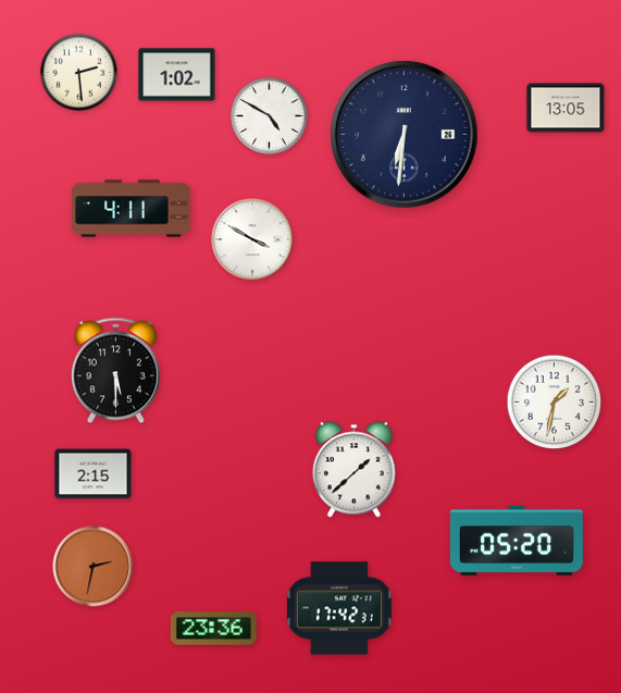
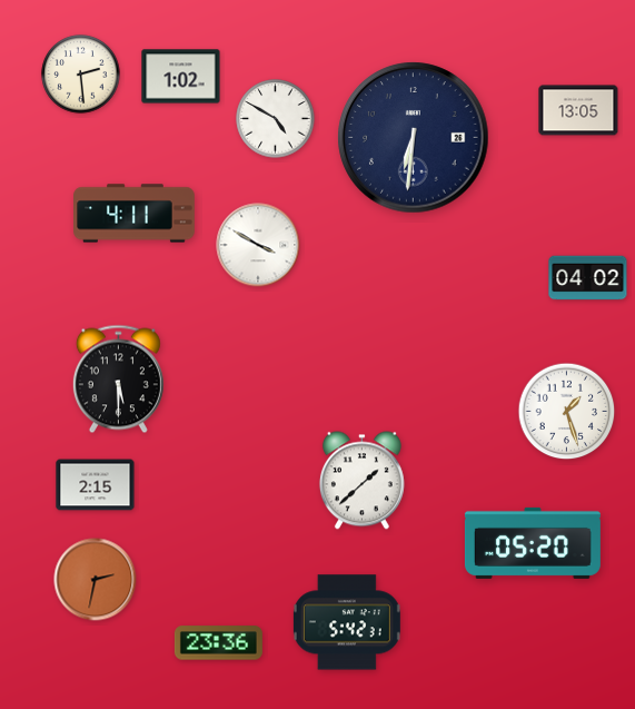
clock at (588, 278): none -> 04:02
clock at (555, 403): 1:32 -> 1:27
clock at (517, 541) position: (517, 541) -> (533, 543)
clock at (339, 608): 17:42 -> 5:42
